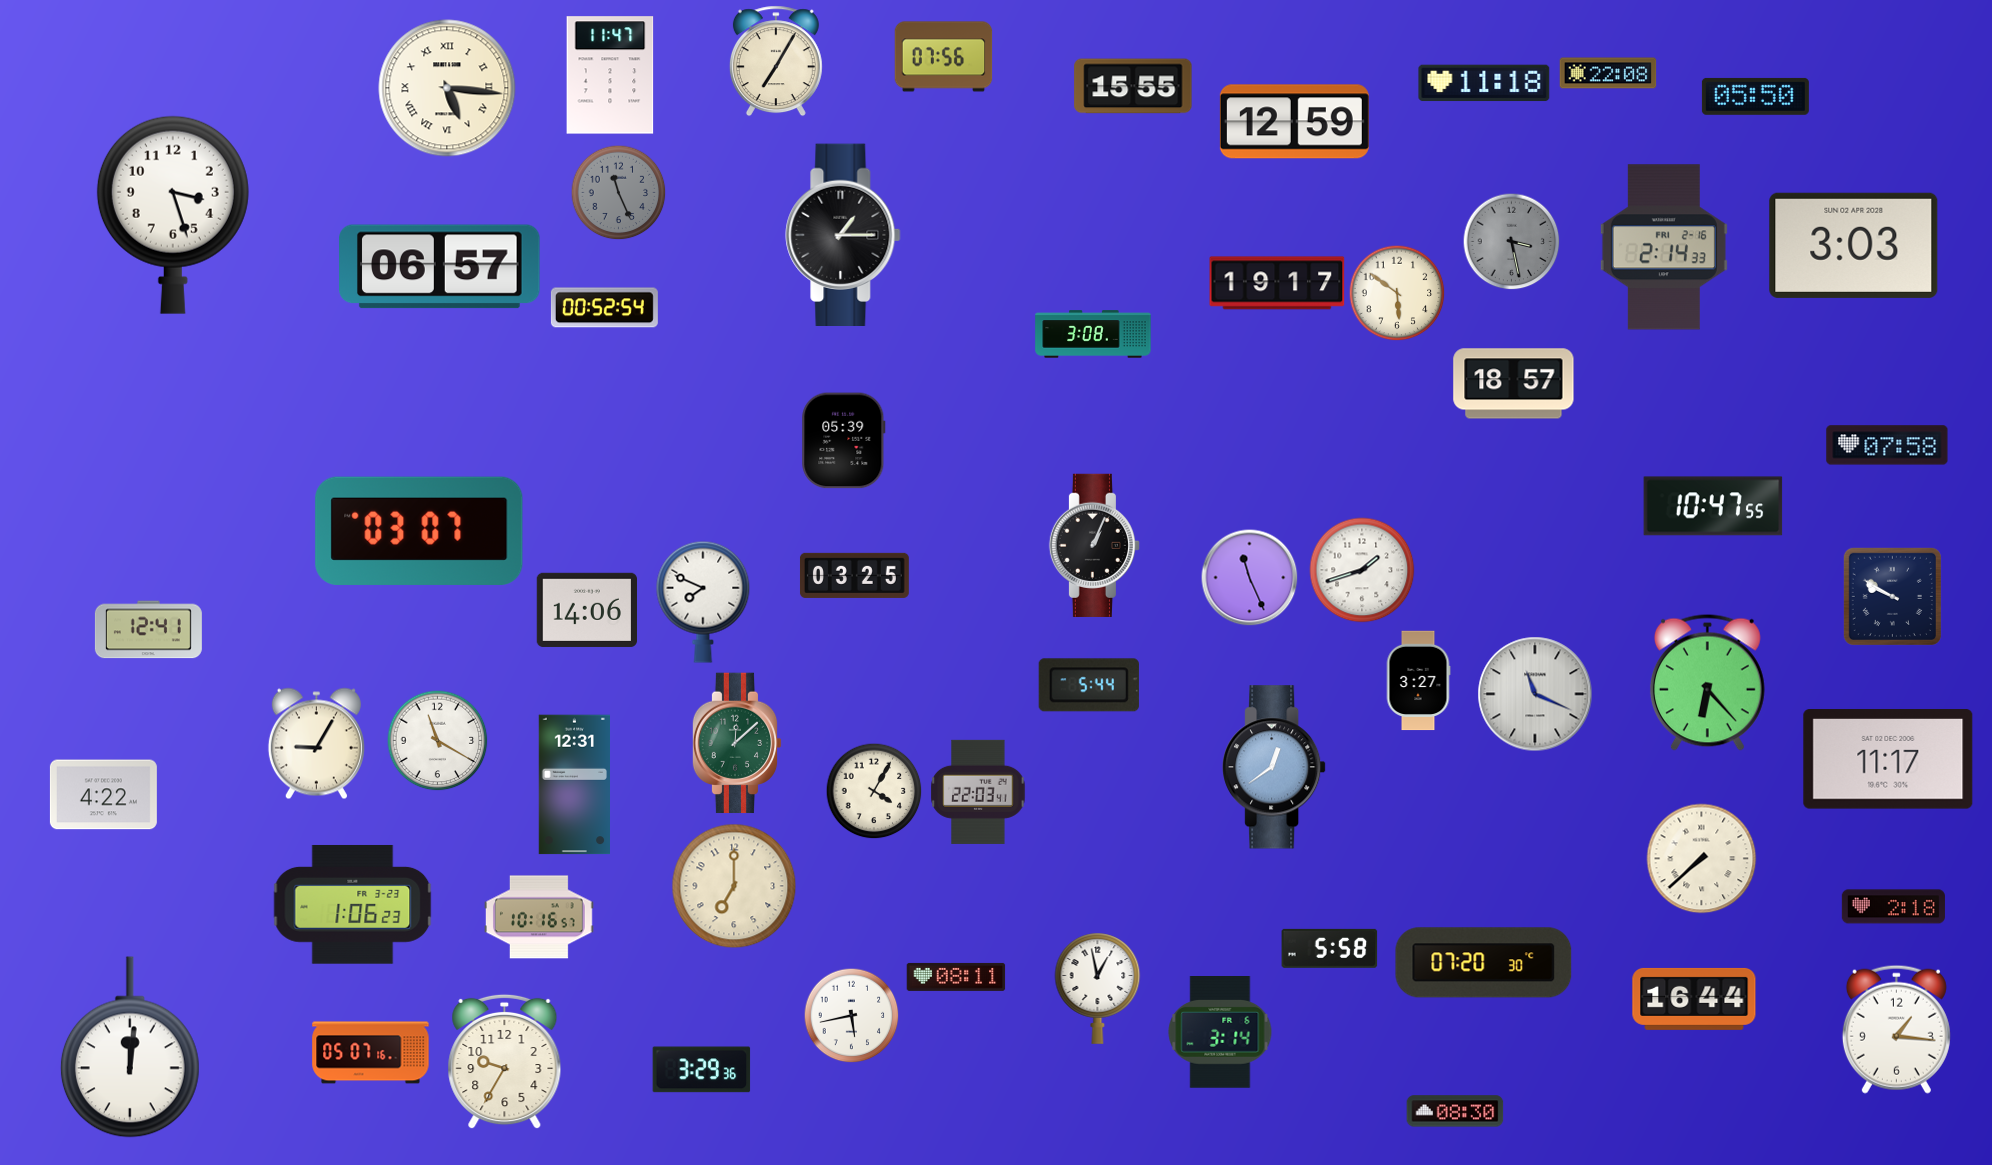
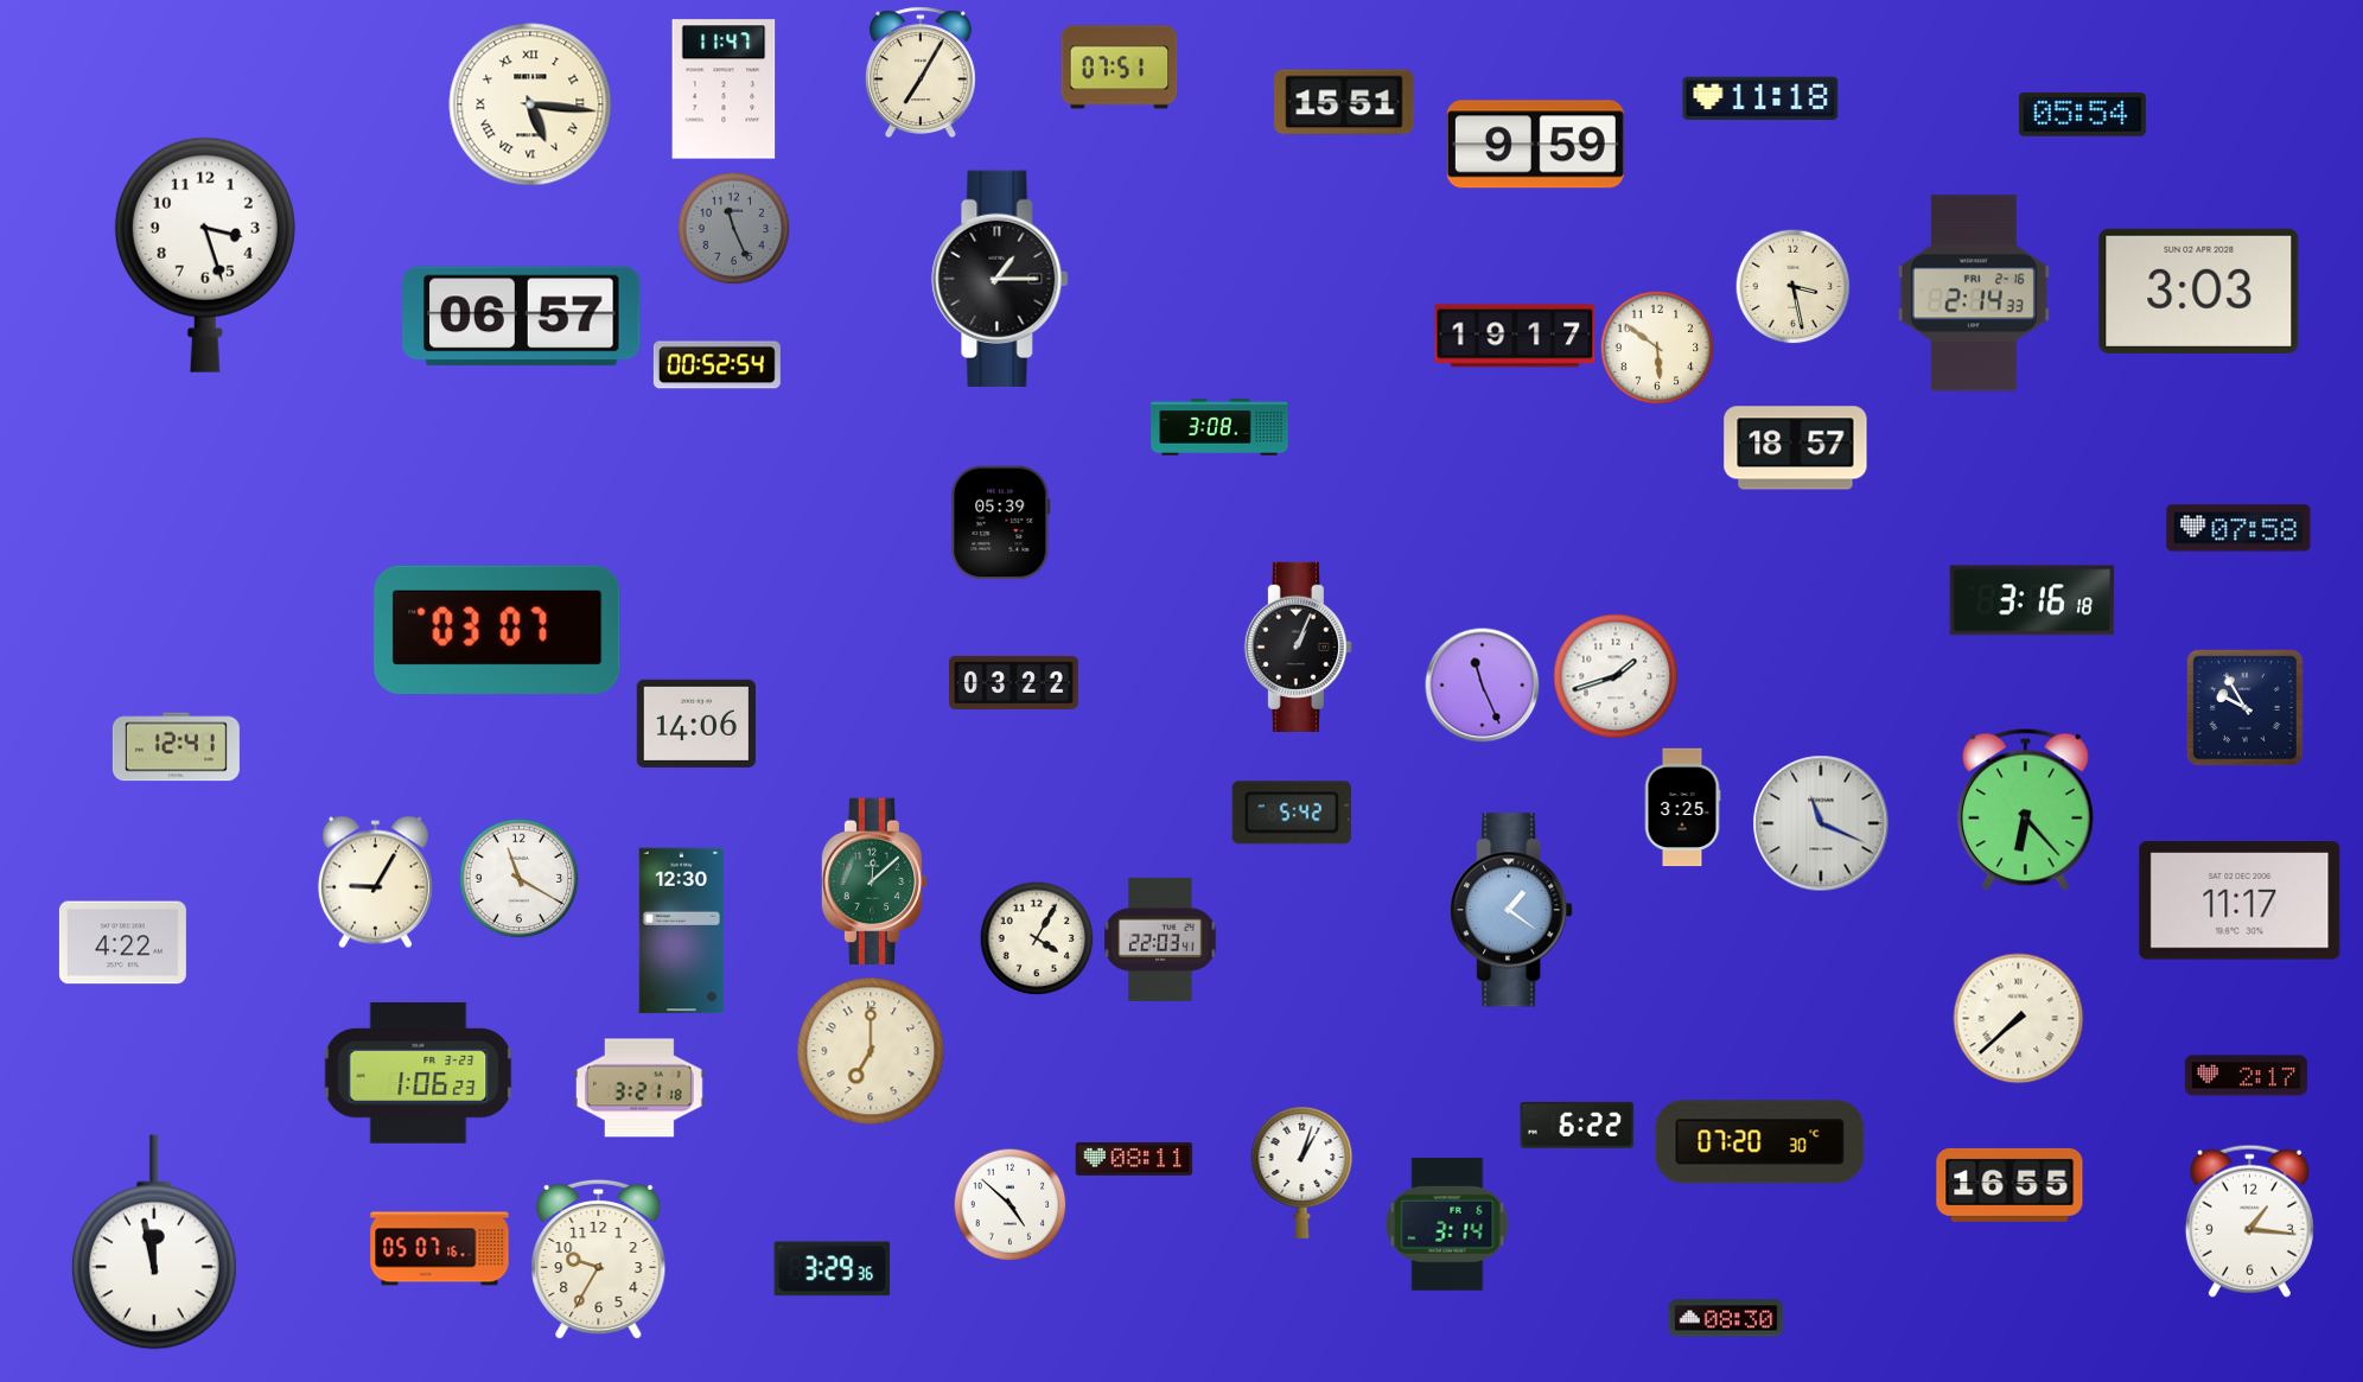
clock at (944, 57): 07:56 -> 07:51
clock at (1608, 73): 22:08 -> none
clock at (1133, 86): 15:55 -> 15:51
clock at (1755, 96): 05:50 -> 05:54
clock at (1294, 122): 12:59 -> 9:59
clock at (1511, 241) dial: grey -> cream
clock at (1093, 334) position: (1093, 334) -> (1219, 427)
clock at (1514, 384) position: (1514, 384) -> (1796, 448)
clock at (1713, 506): 10:47 -> 3:16
clock at (854, 575): 03:25 -> 03:22
clock at (1892, 596): 9:50 -> 9:55
clock at (703, 602): 7:49 -> none
clock at (1418, 681): 3:27 -> 3:25
clock at (1089, 685): 5:44 -> 5:42
clock at (1274, 767): 12:39 -> 1:21
clock at (574, 785): 12:31 -> 12:30
clock at (1893, 907): 2:18 -> 2:17
clock at (539, 917): 10:16 -> 3:21
clock at (1330, 948): 5:58 -> 6:22
clock at (1098, 988): 12:58 -> 1:03
clock at (1694, 999): 16:44 -> 16:55
clock at (851, 1015): 5:43 -> 4:52
clock at (130, 1047): 12:01 -> 11:58
